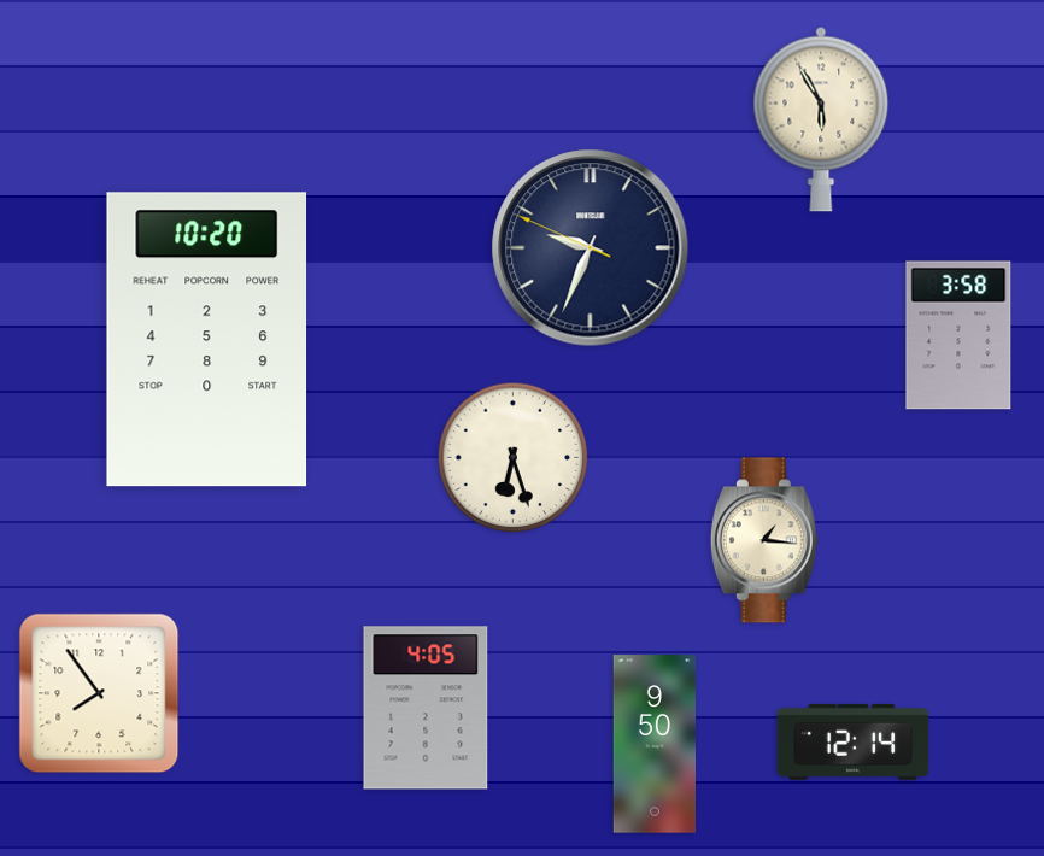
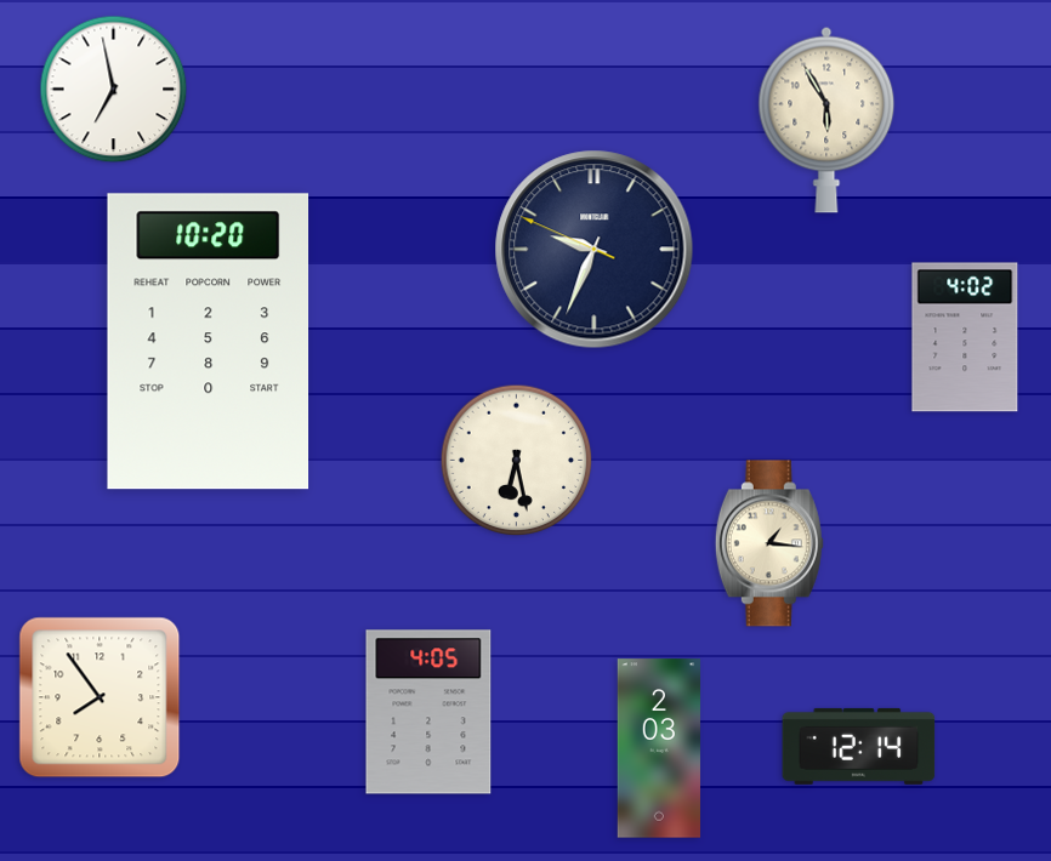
clock at (114, 90): none -> 6:58
clock at (958, 335): 3:58 -> 4:02
clock at (514, 458): 6:27 -> 6:28
clock at (653, 744): 9:50 -> 2:03
